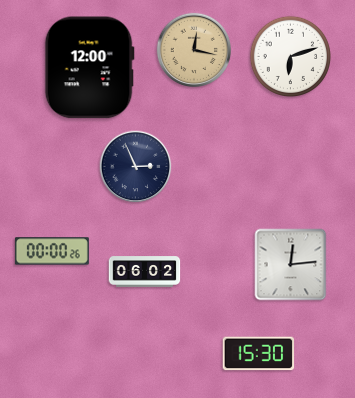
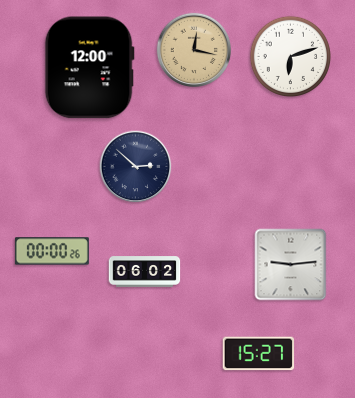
clock at (136, 167): 2:56 -> 2:52
clock at (291, 265): 12:14 -> 9:14
clock at (259, 354): 15:30 -> 15:27
